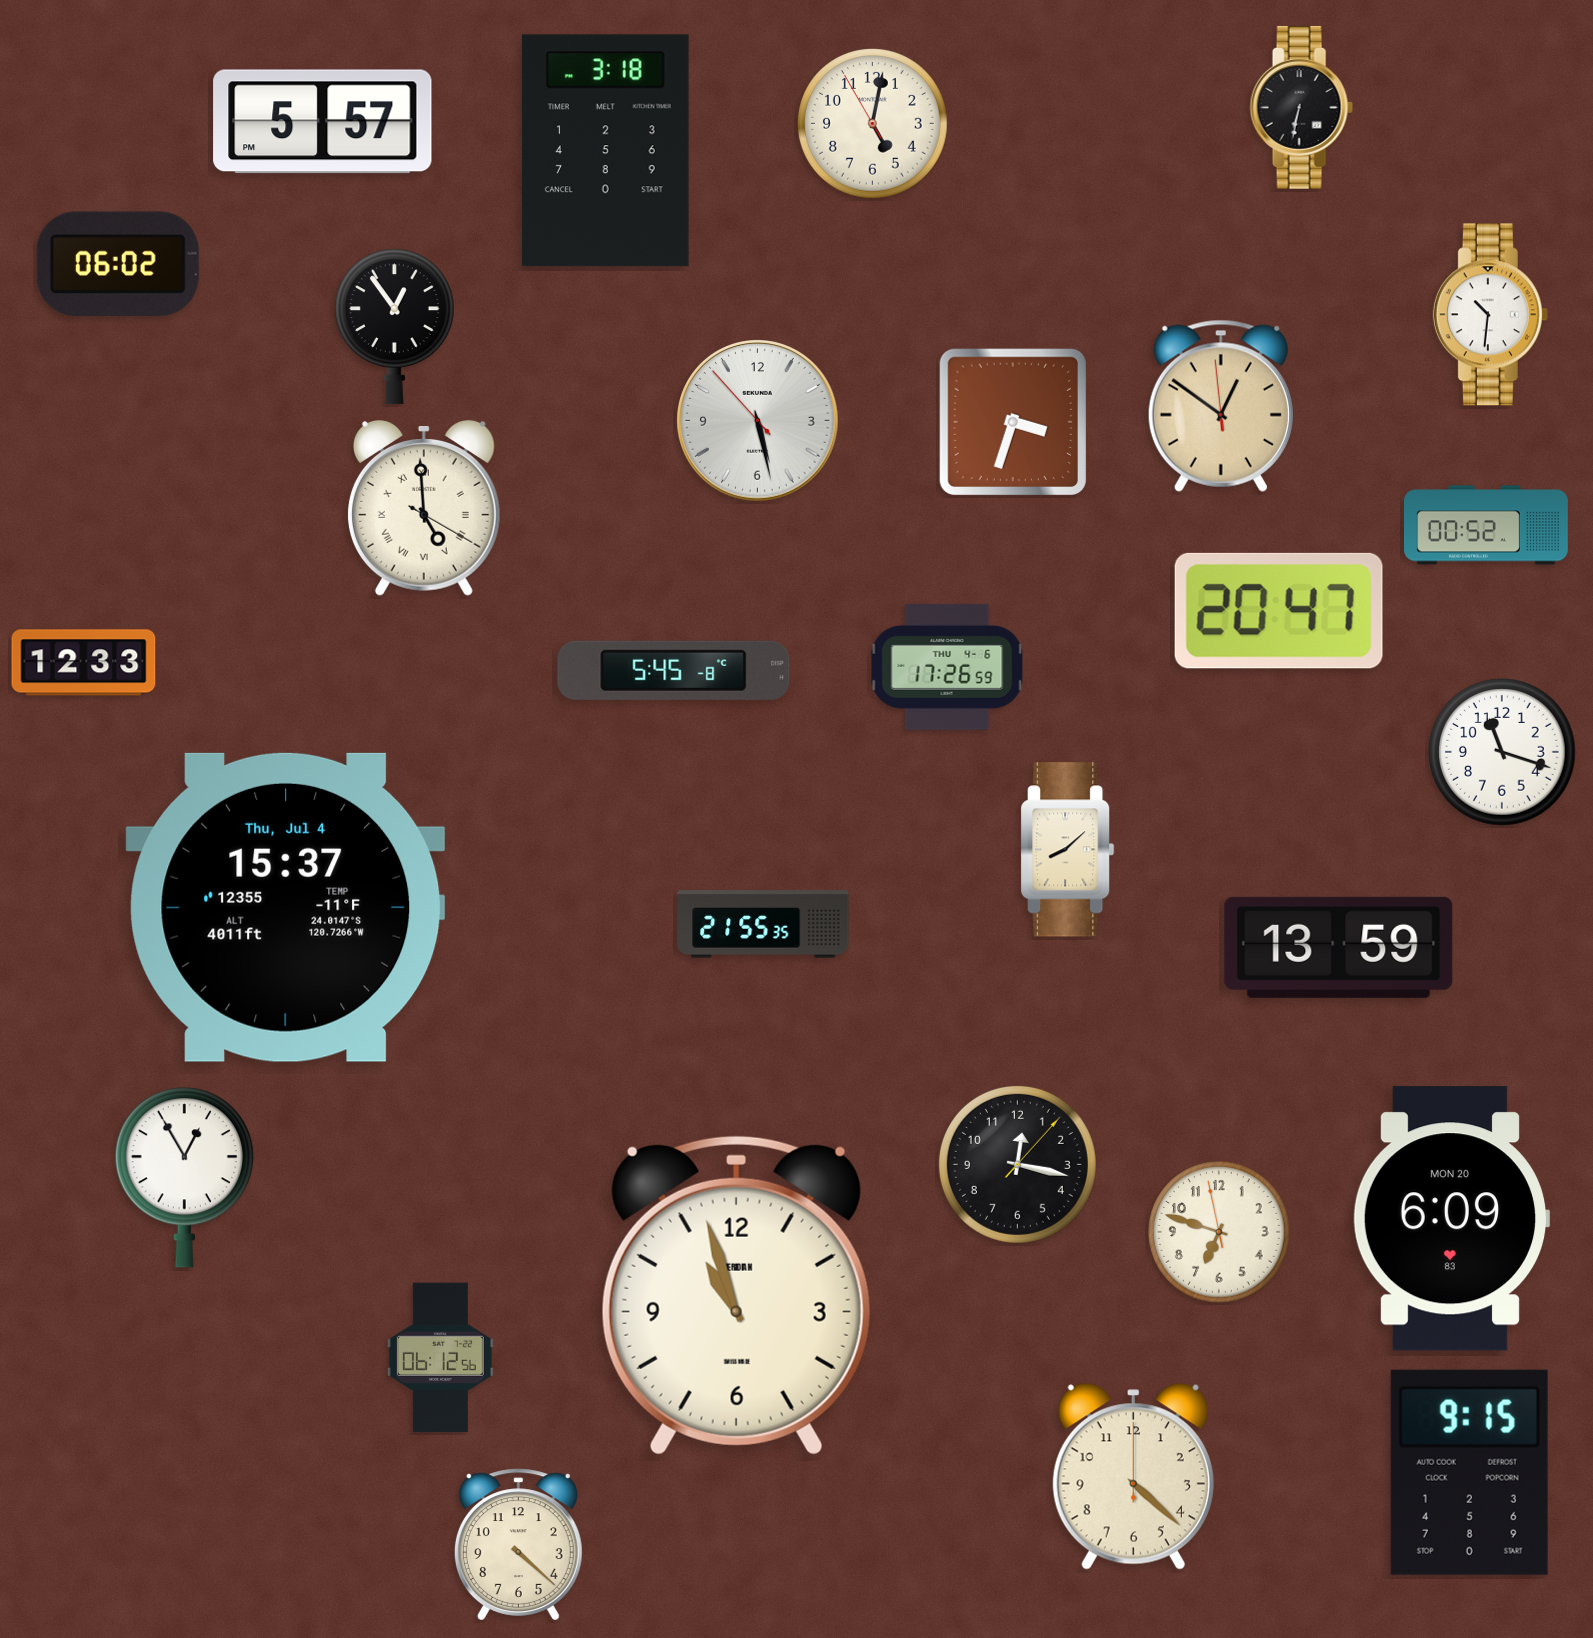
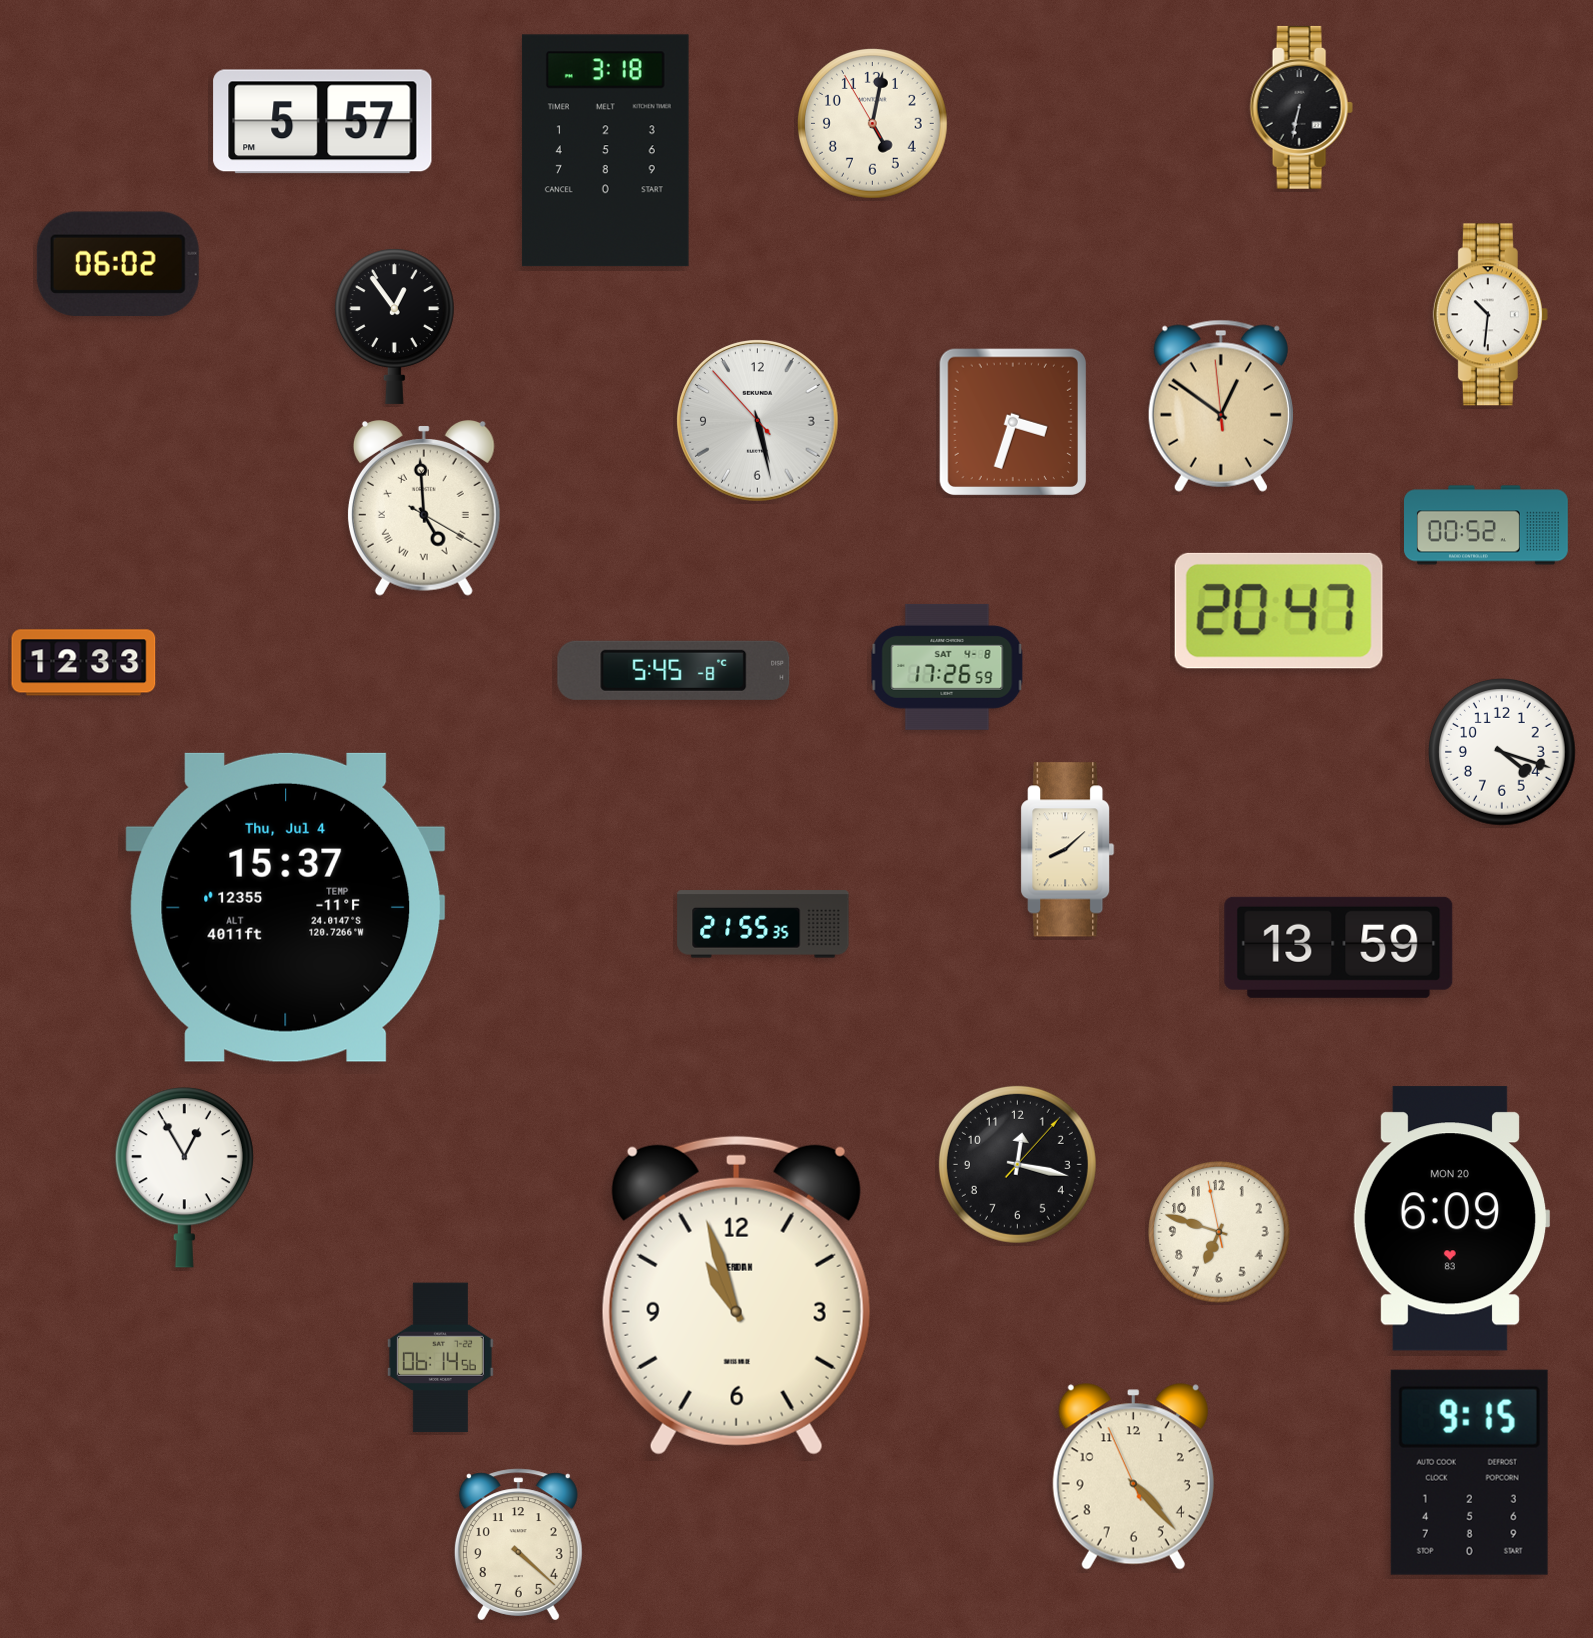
clock at (947, 667) date: THU 4-6 -> SAT 4-8
clock at (1503, 753): 11:18 -> 4:18
clock at (440, 1358): 06:12 -> 06:14
clock at (1133, 1477): 4:22:00 -> 4:22:56
